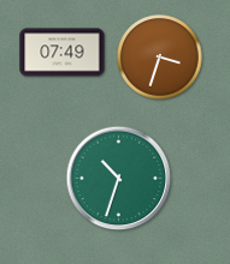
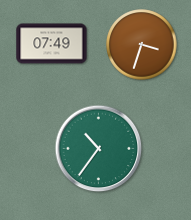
clock at (160, 58) position: (160, 58) -> (142, 45)
clock at (119, 179): 10:33 -> 10:36
